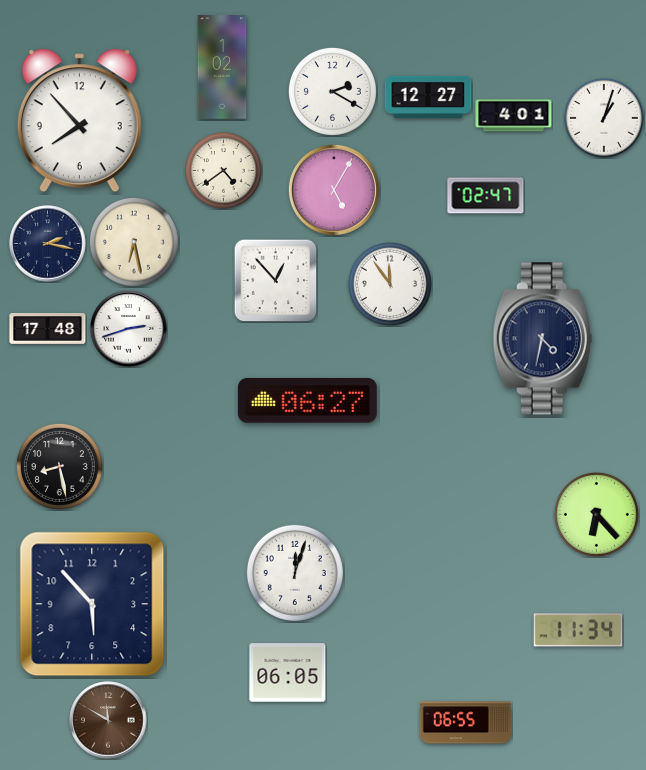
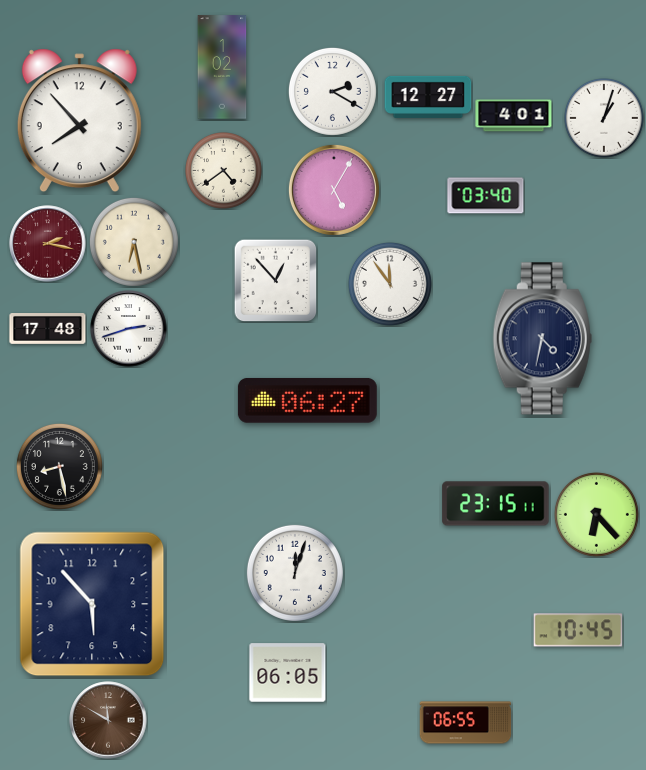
clock at (486, 196): 02:47 -> 03:40
clock at (48, 244) dial: navy -> burgundy
clock at (496, 504): none -> 23:15
clock at (578, 630): 11:34 -> 10:45
